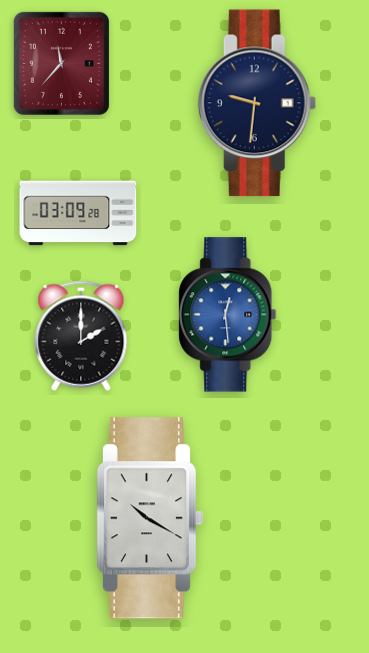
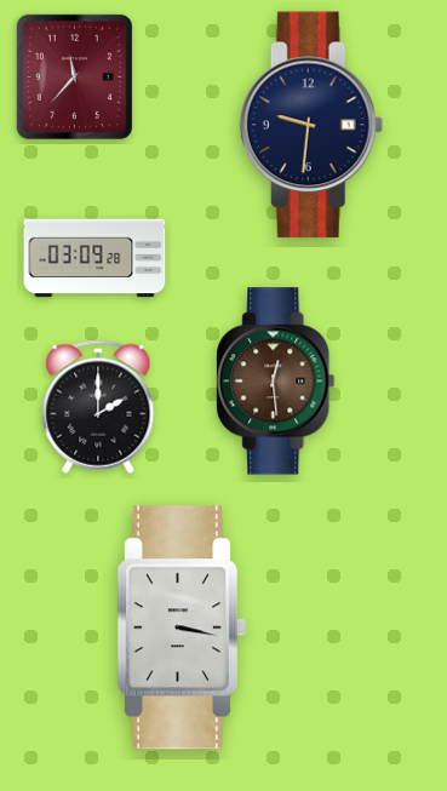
clock at (228, 315) dial: blue -> brown
clock at (150, 518): 10:20 -> 3:17
